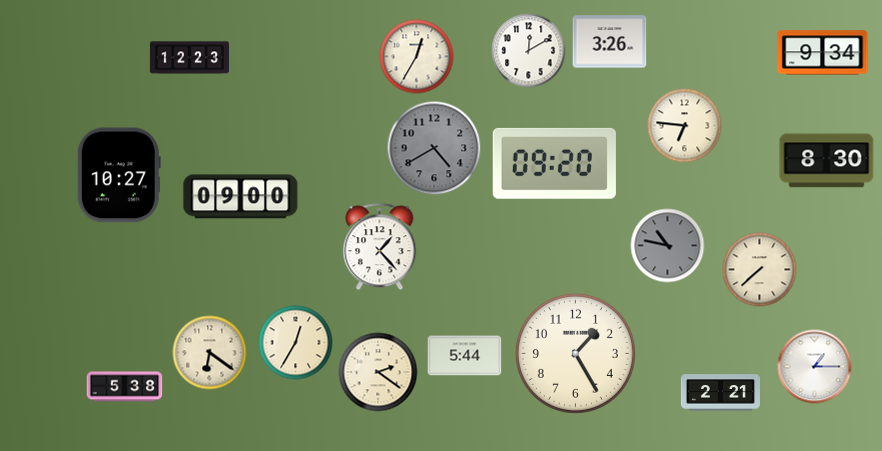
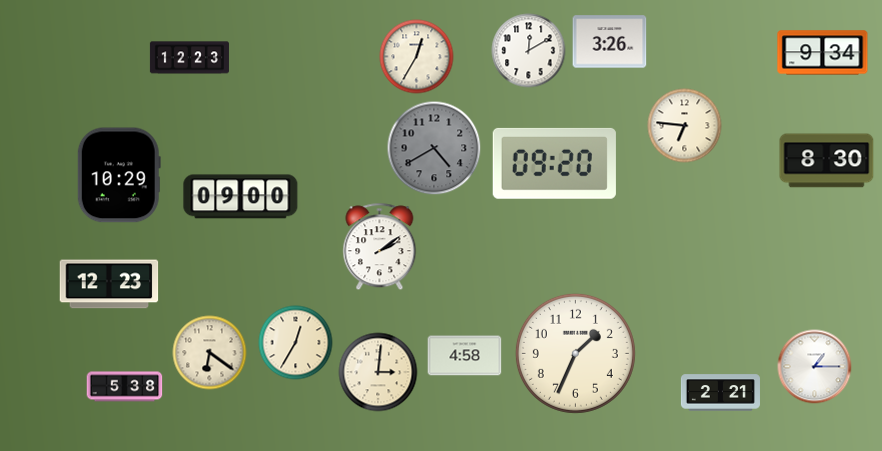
clock at (119, 175): 10:27 -> 10:29
clock at (668, 246): 10:47 -> none
clock at (380, 247): 1:23 -> 2:09
clock at (760, 270): 7:38 -> none
clock at (109, 284): none -> 12:23
clock at (575, 353): 1:25 -> 1:34
clock at (465, 356): 5:44 -> 4:58
clock at (378, 372): 2:21 -> 3:01
